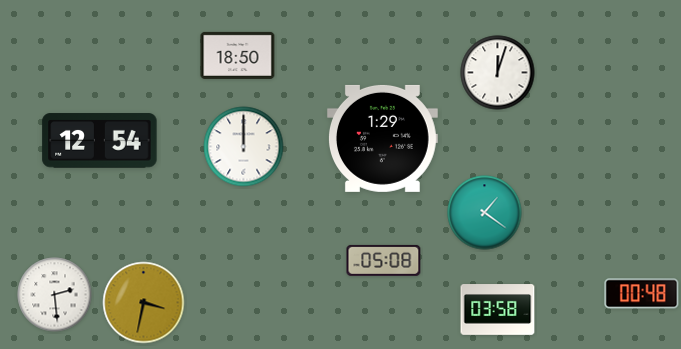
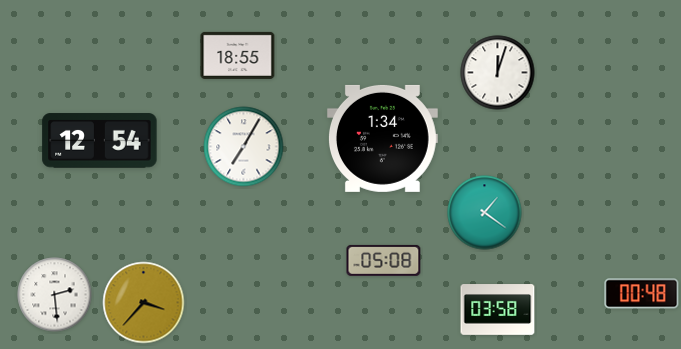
clock at (238, 55): 18:50 -> 18:55
clock at (382, 138): 1:29 -> 1:34
clock at (244, 147): 12:00 -> 7:05
clock at (144, 303): 3:32 -> 3:37
